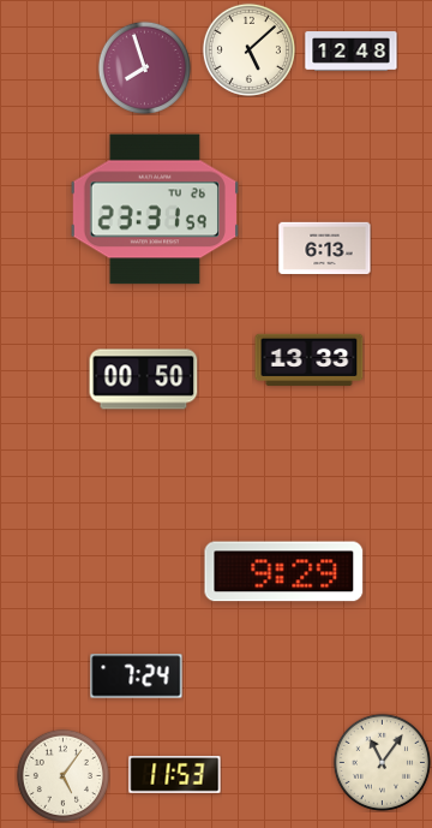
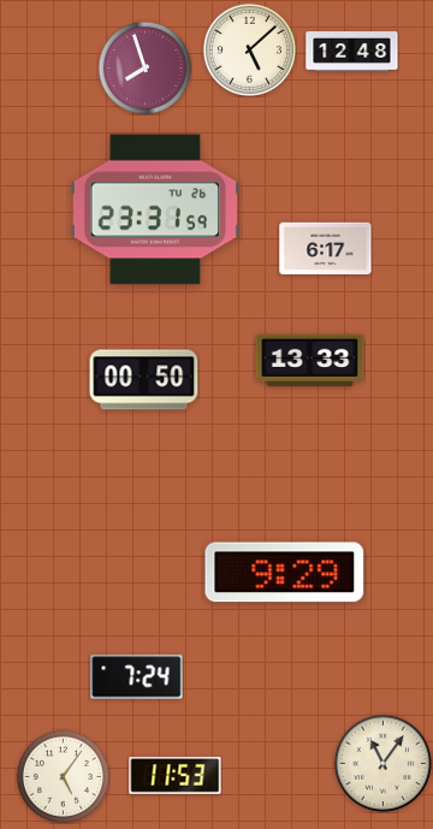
clock at (325, 249): 6:13 -> 6:17
